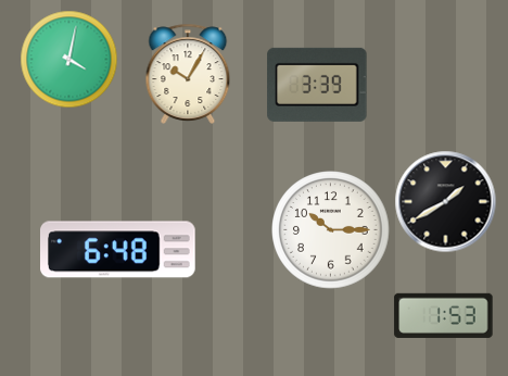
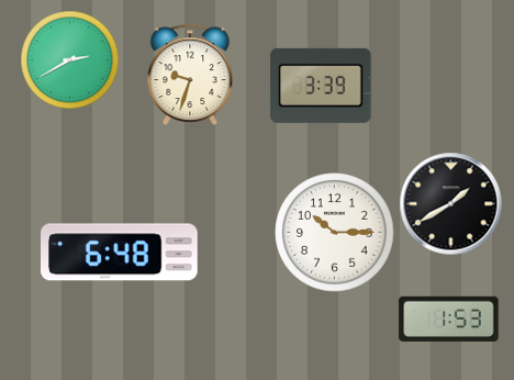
clock at (68, 59): 4:02 -> 2:40
clock at (188, 74): 10:05 -> 9:33
